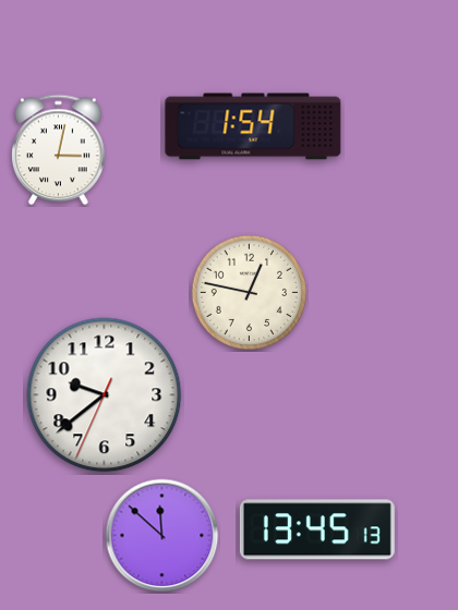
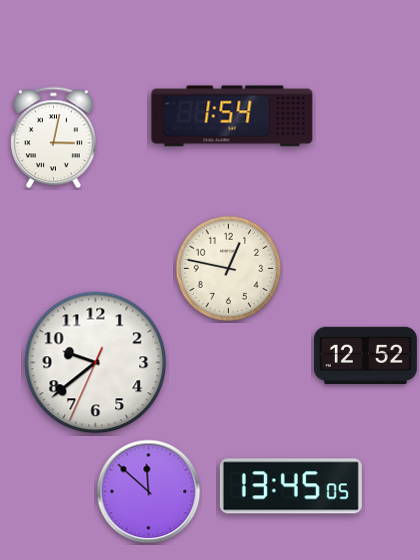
clock at (365, 356): none -> 12:52
clock at (317, 529): 13:45:13 -> 13:45:05
